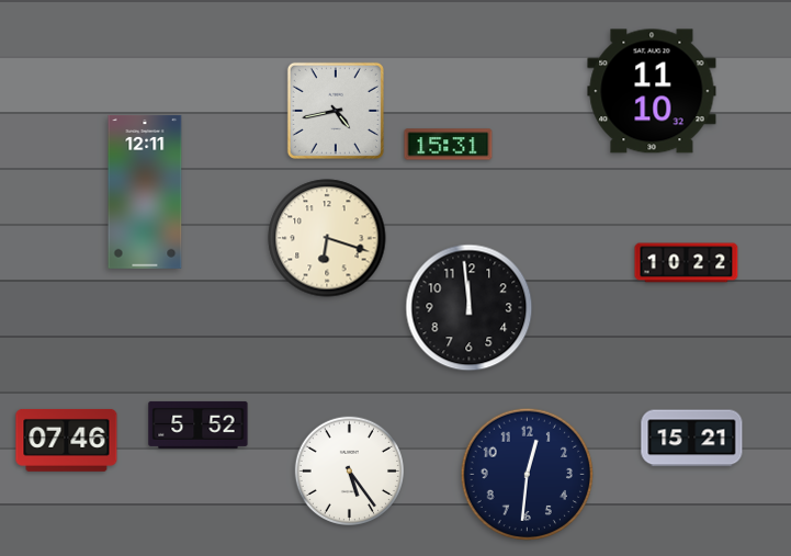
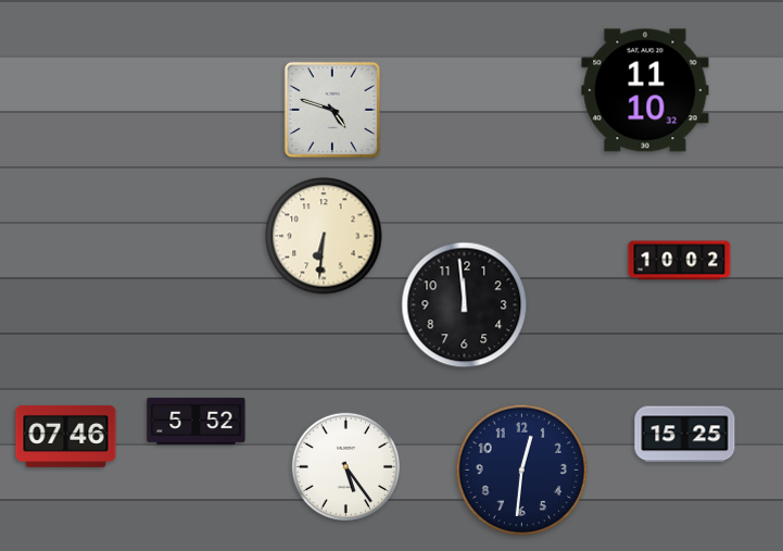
clock at (336, 111): 4:43 -> 4:48
clock at (449, 145): 15:31 -> none
clock at (145, 192): 12:11 -> none
clock at (327, 238): 6:18 -> 6:31
clock at (687, 263): 10:22 -> 10:02
clock at (692, 439): 15:21 -> 15:25
